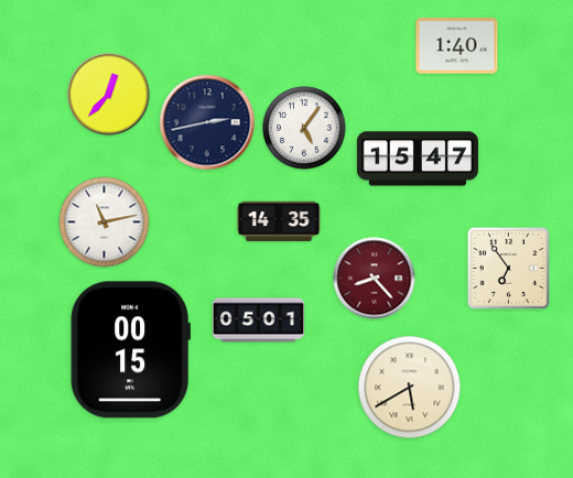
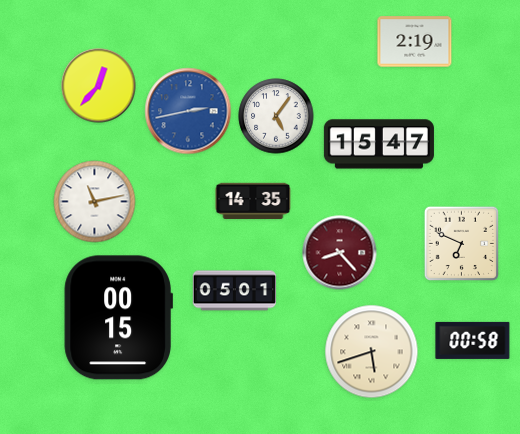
clock at (457, 46): 1:40 -> 2:19
clock at (207, 122) dial: navy -> blue
clock at (508, 268): 6:54 -> 6:49
clock at (473, 340): none -> 00:58
clock at (410, 388): 5:40 -> 5:42
